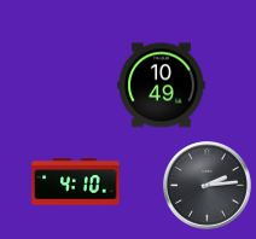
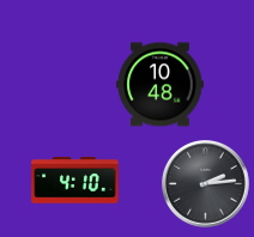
clock at (162, 86): 10:49 -> 10:48
